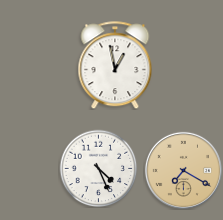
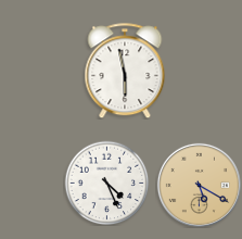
clock at (115, 65): 12:58 -> 5:58
clock at (183, 170): 7:20 -> 5:20
